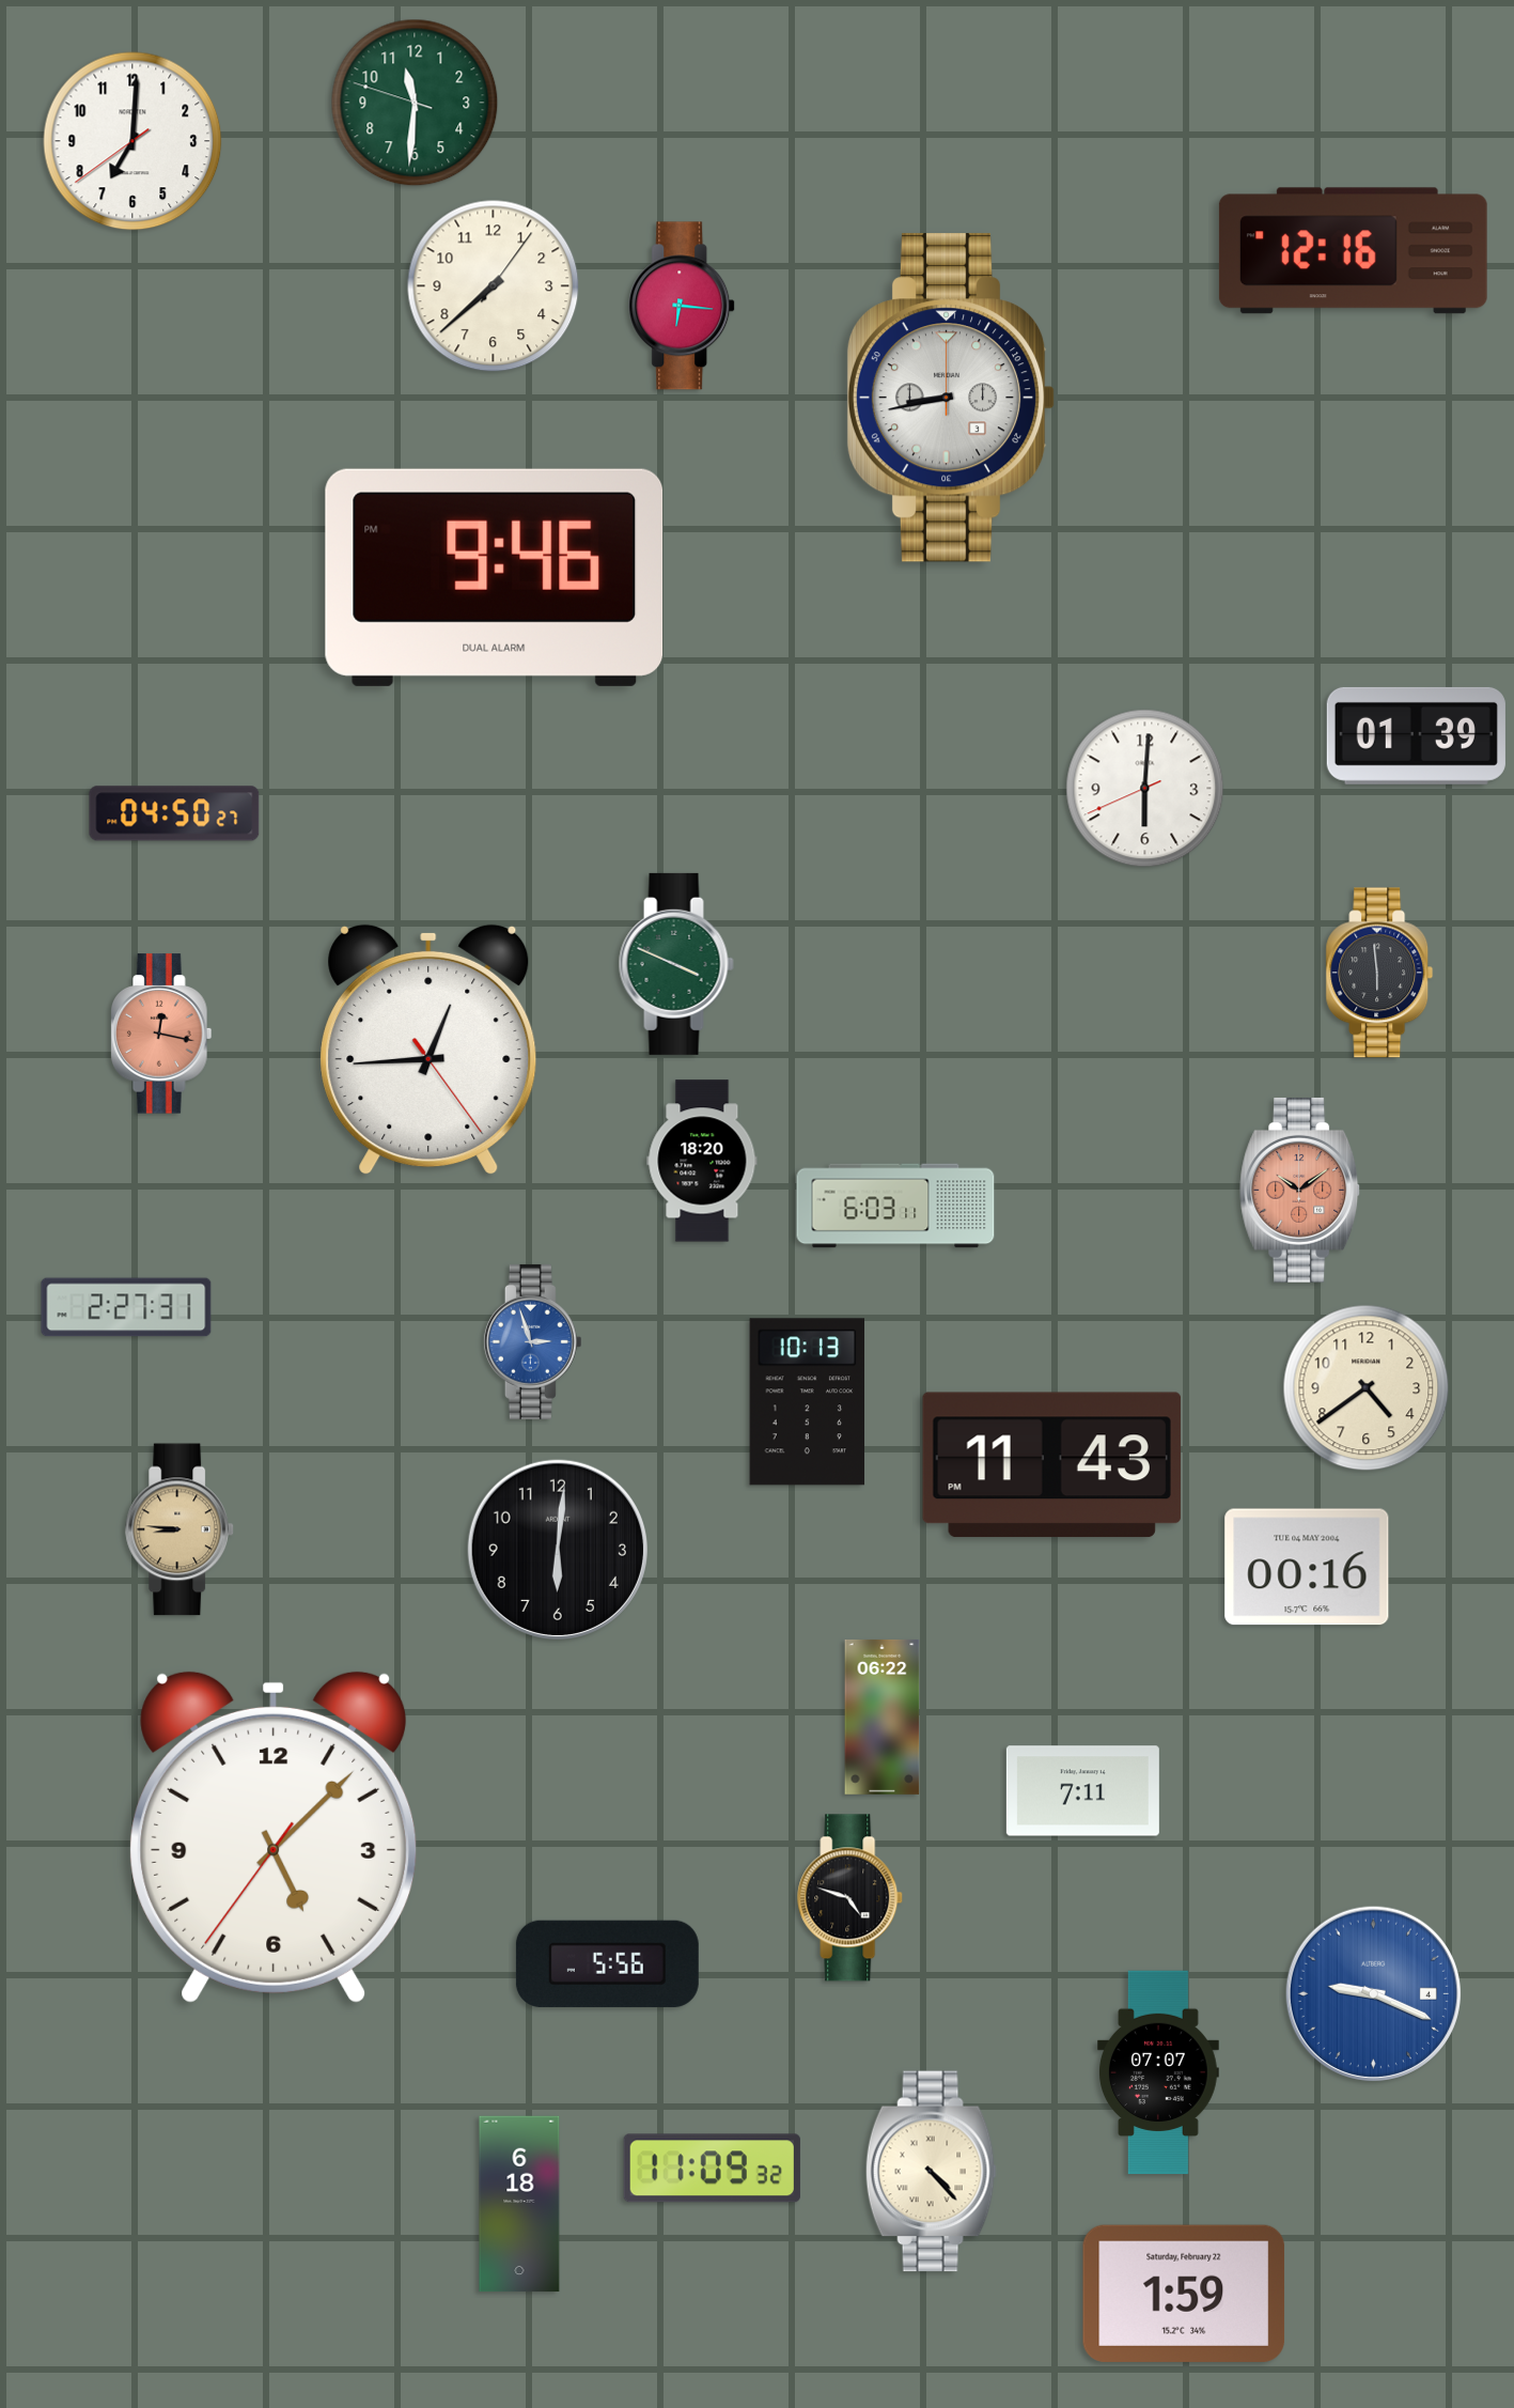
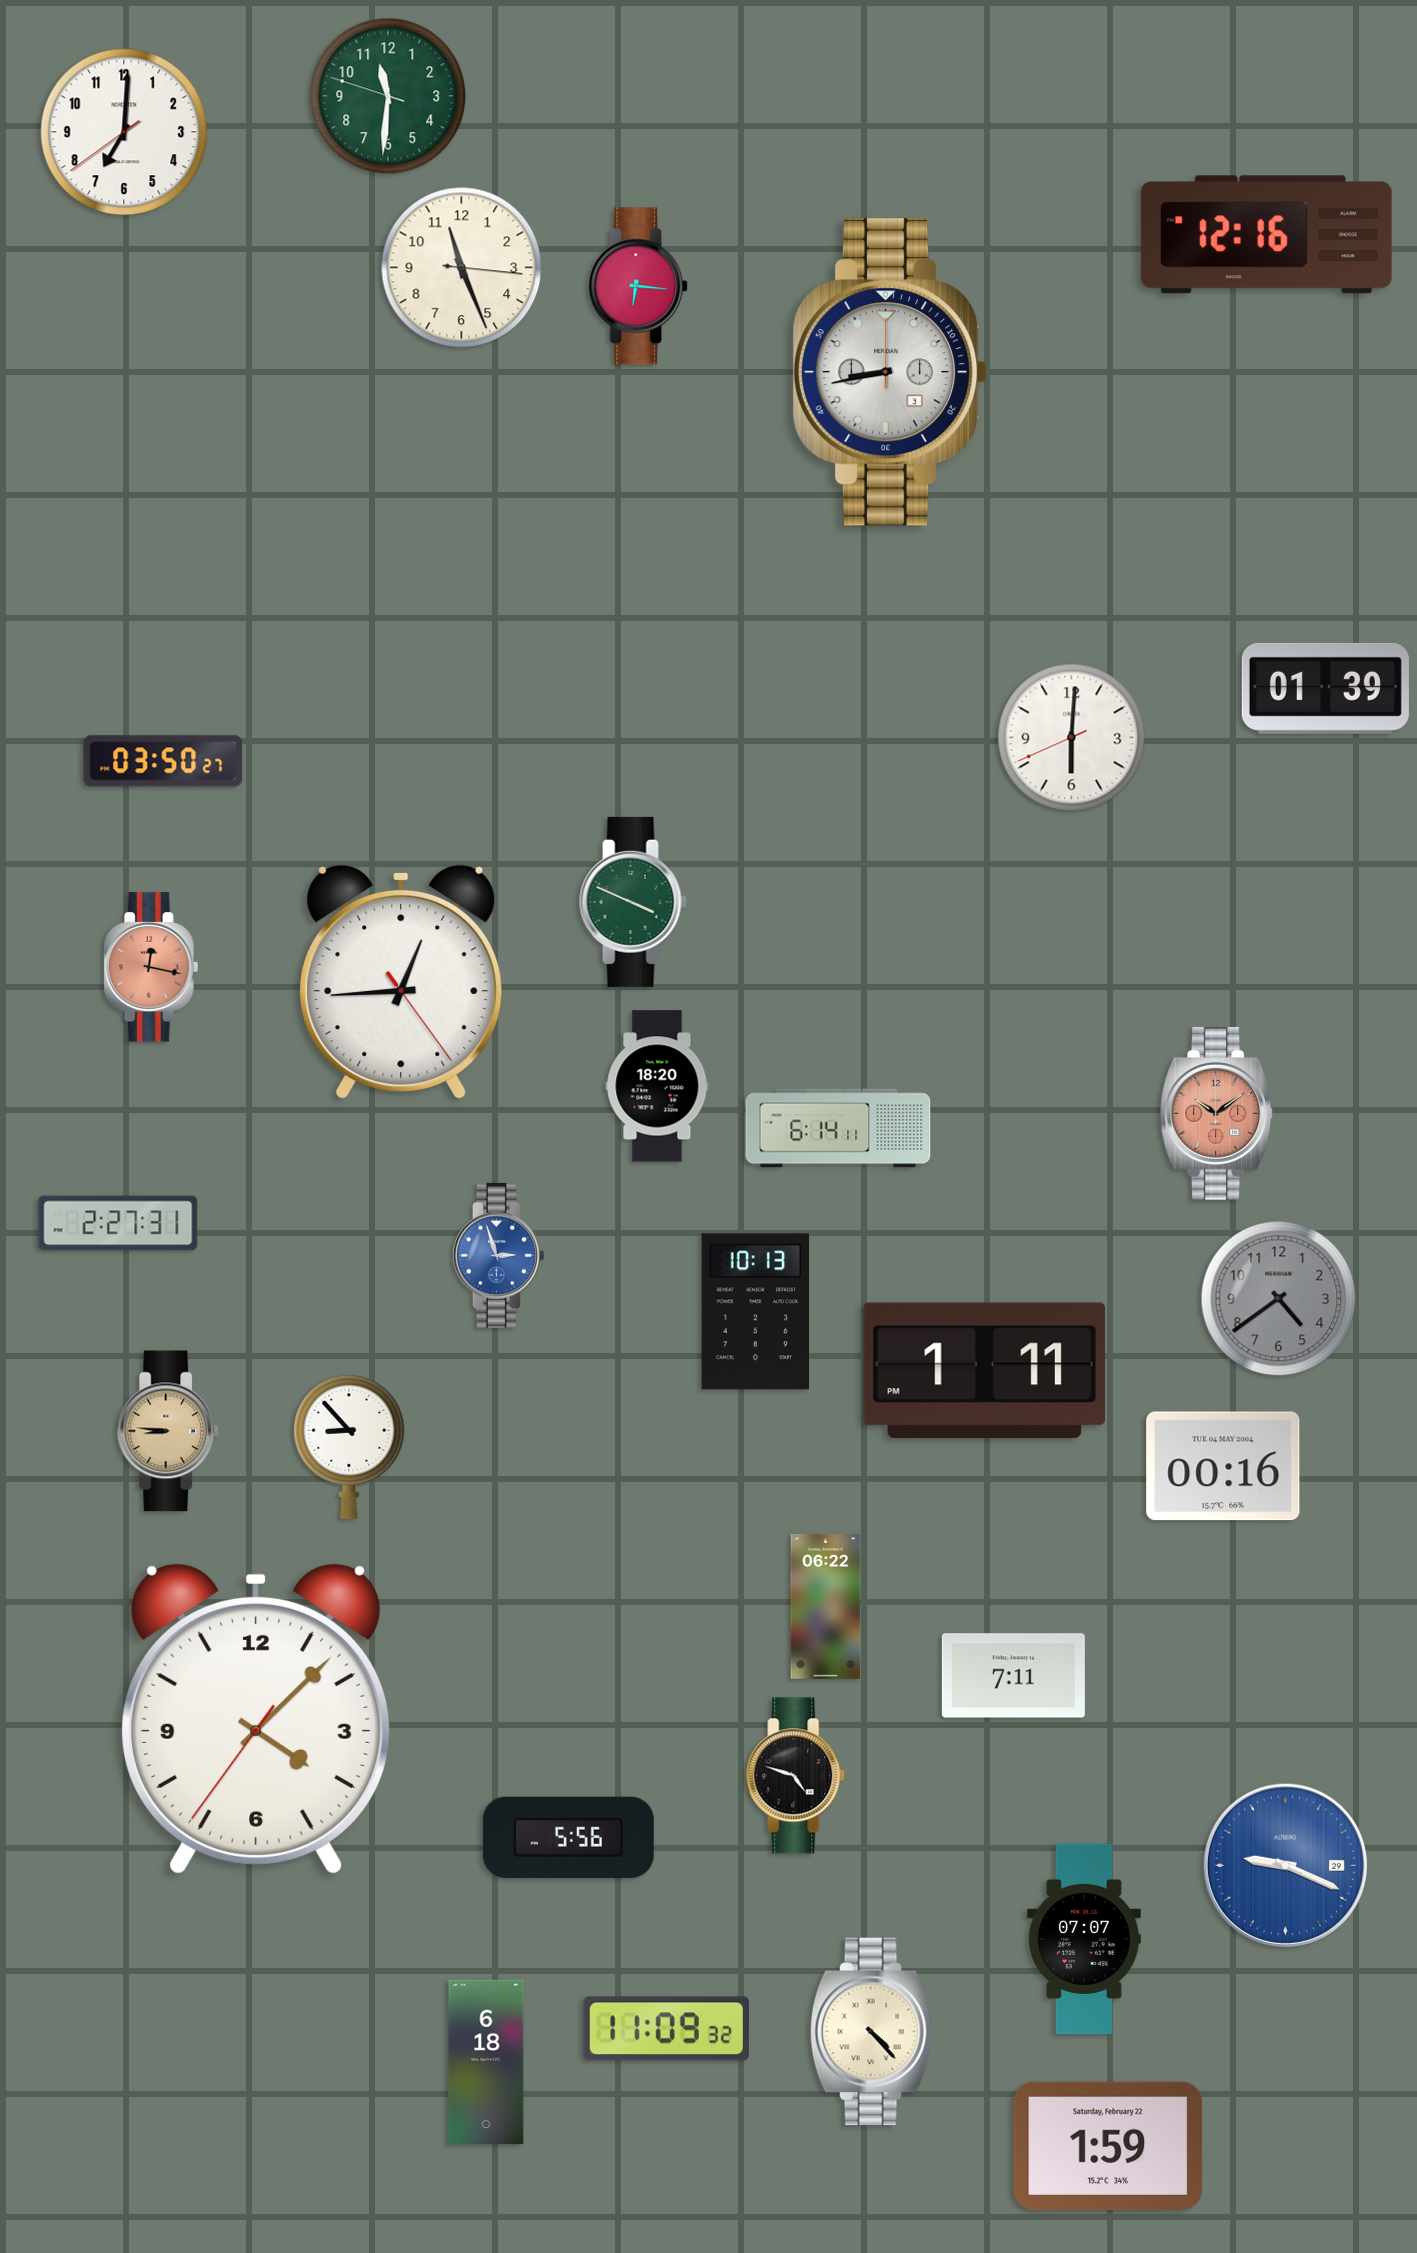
clock at (494, 286): 7:38 -> 11:26
clock at (495, 577): 9:46 -> none
clock at (174, 813): 04:50 -> 03:50
clock at (1379, 973): 5:59 -> none
clock at (895, 1206): 6:03 -> 6:14
clock at (1367, 1388) dial: cream -> grey
clock at (1051, 1464): 11:43 -> 1:11
clock at (349, 1446): none -> 8:53
clock at (558, 1550): 6:01 -> none
clock at (274, 1837): 5:07 -> 4:07
clock at (1373, 1993) date: 4 -> 29
